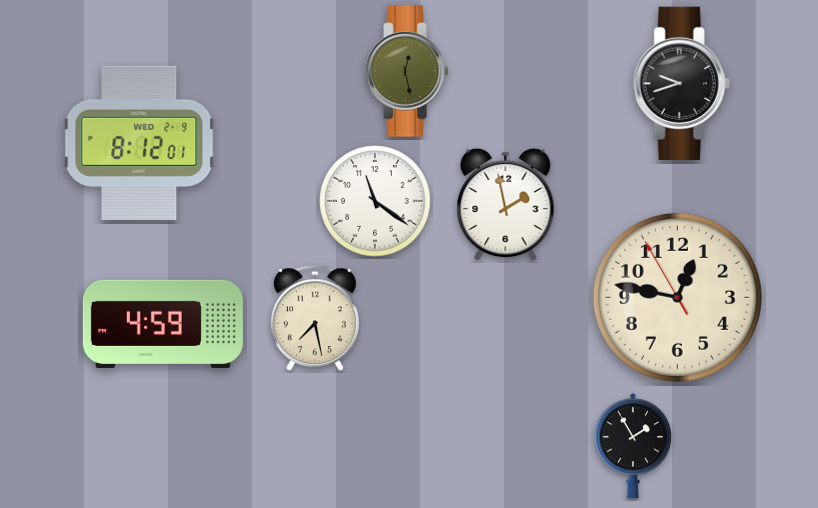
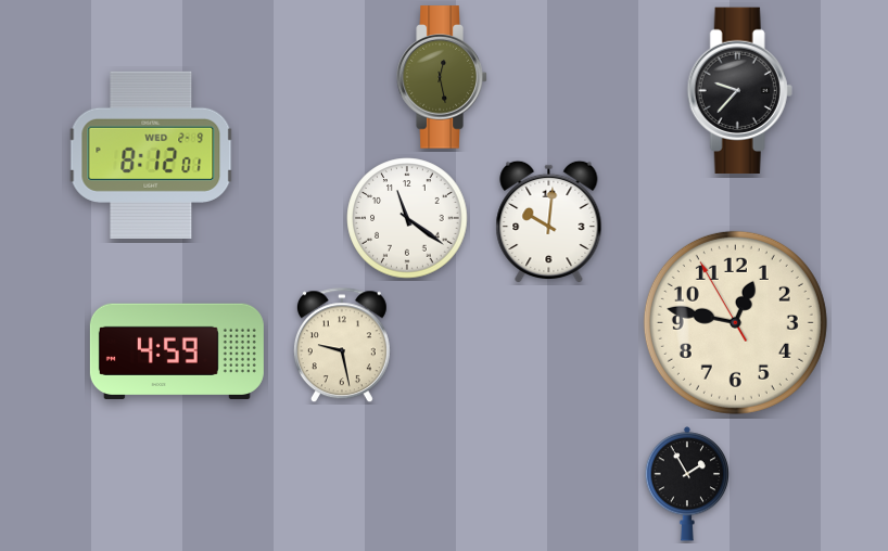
clock at (681, 83): 9:42 -> 9:37
clock at (506, 205): 1:58 -> 10:01
clock at (315, 319): 7:28 -> 9:28
